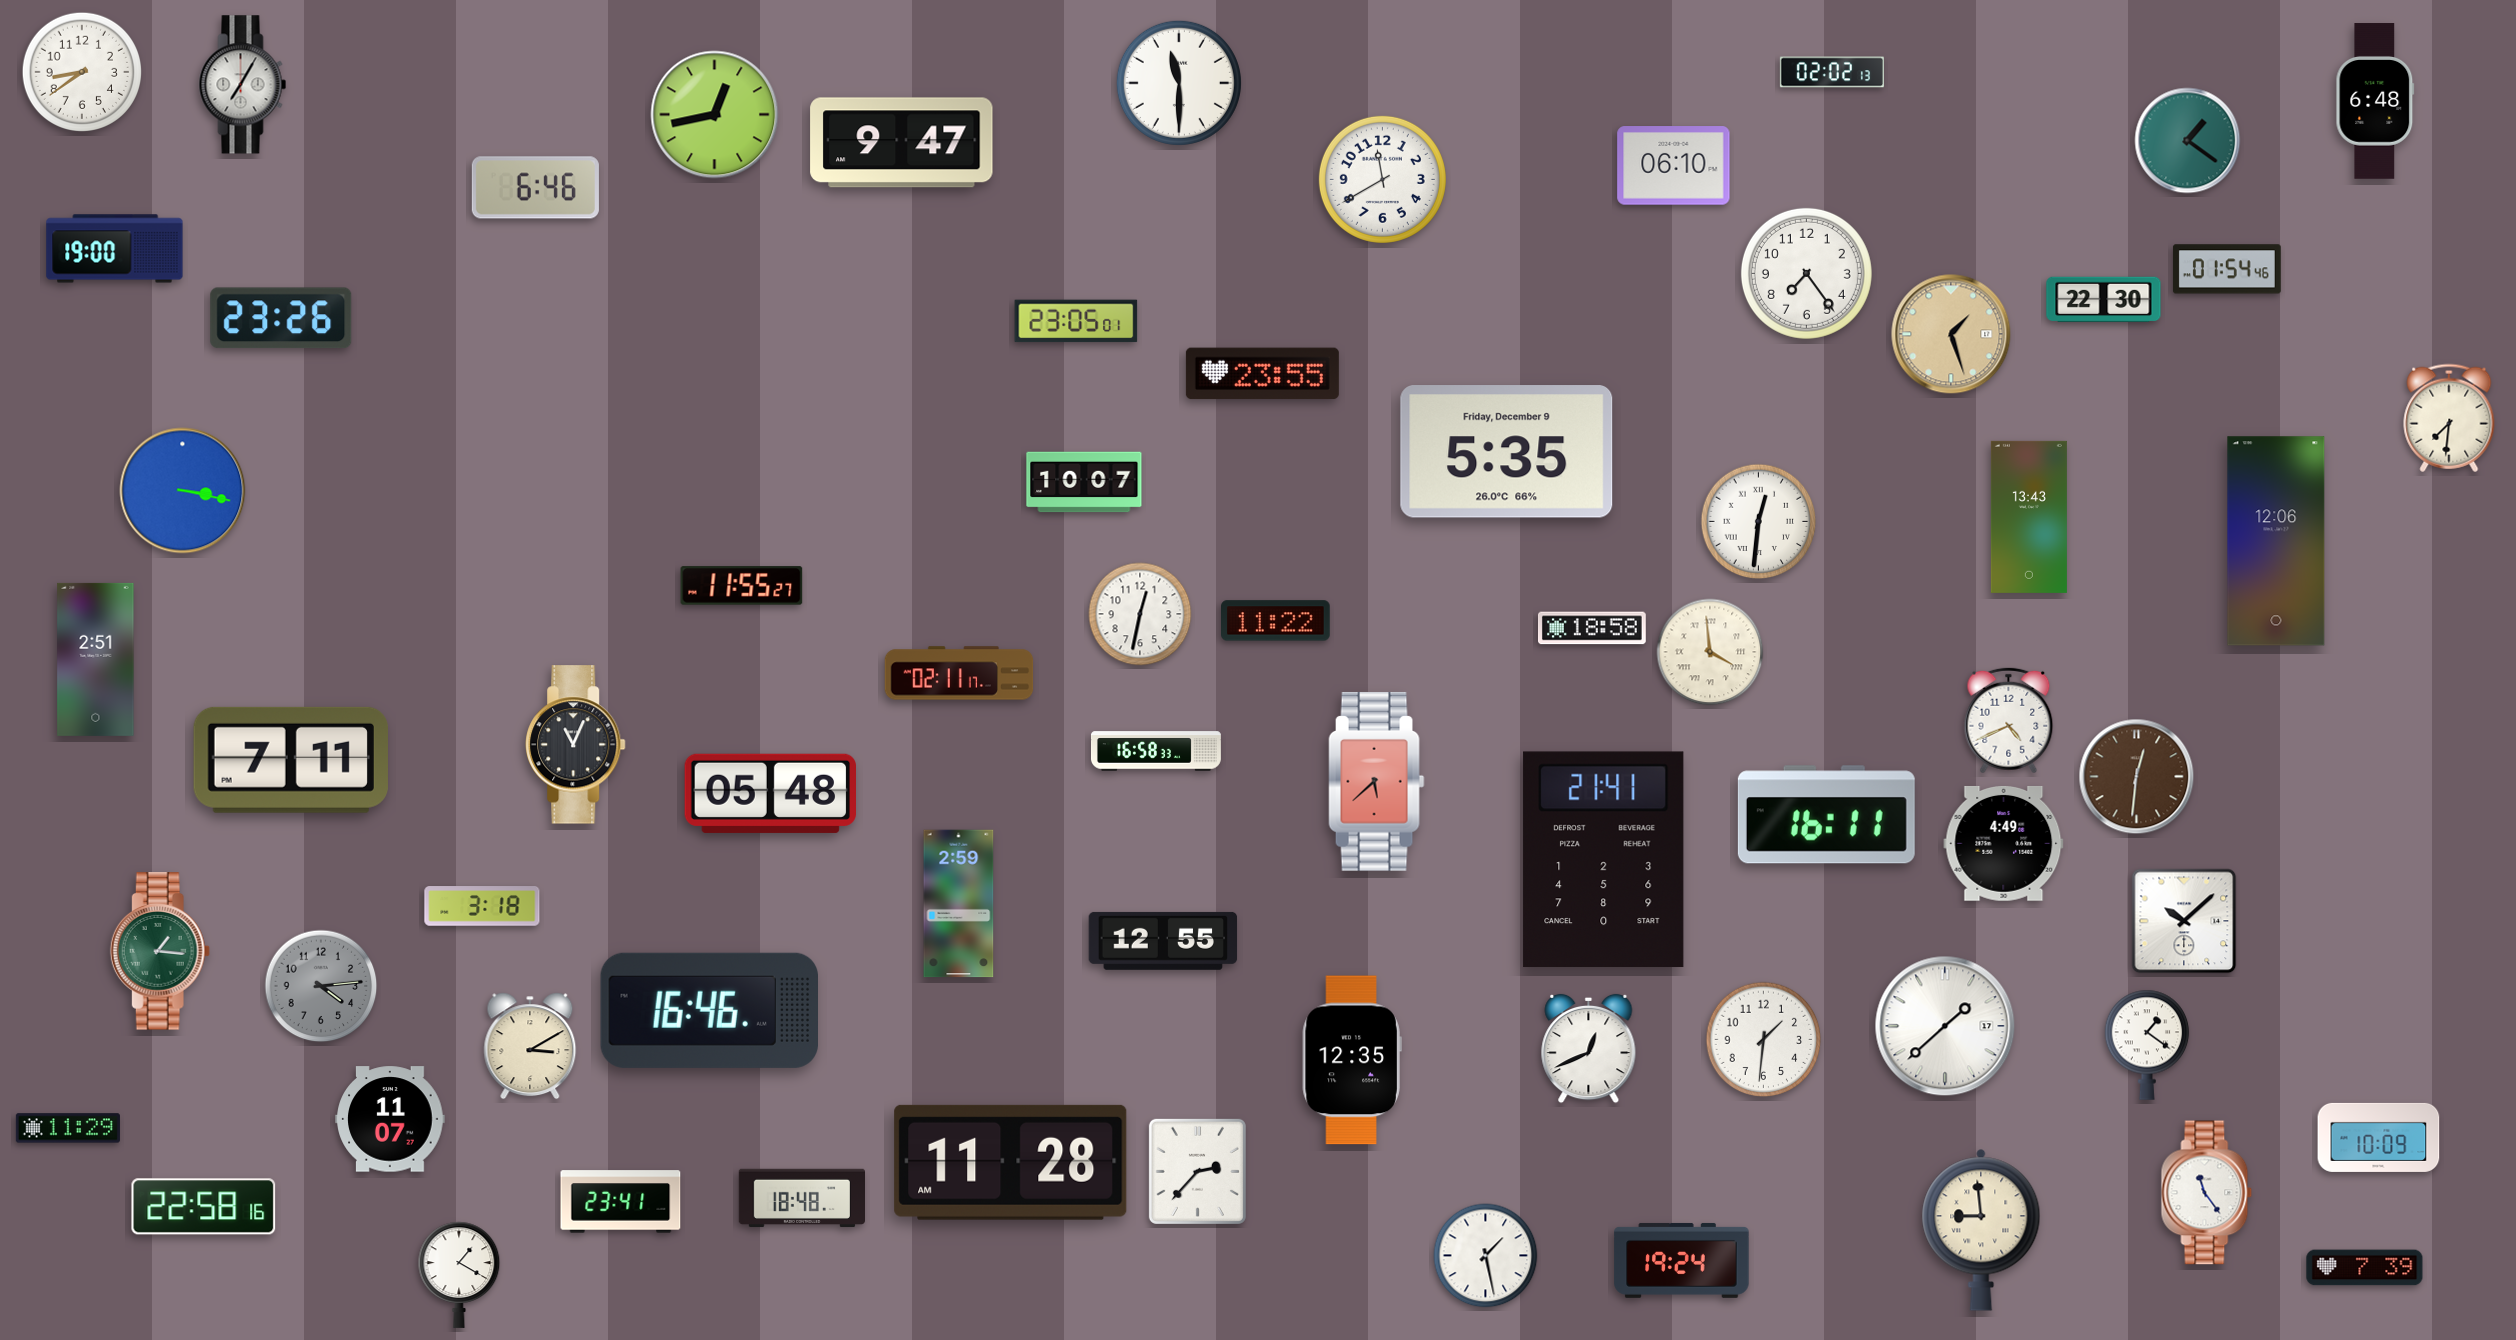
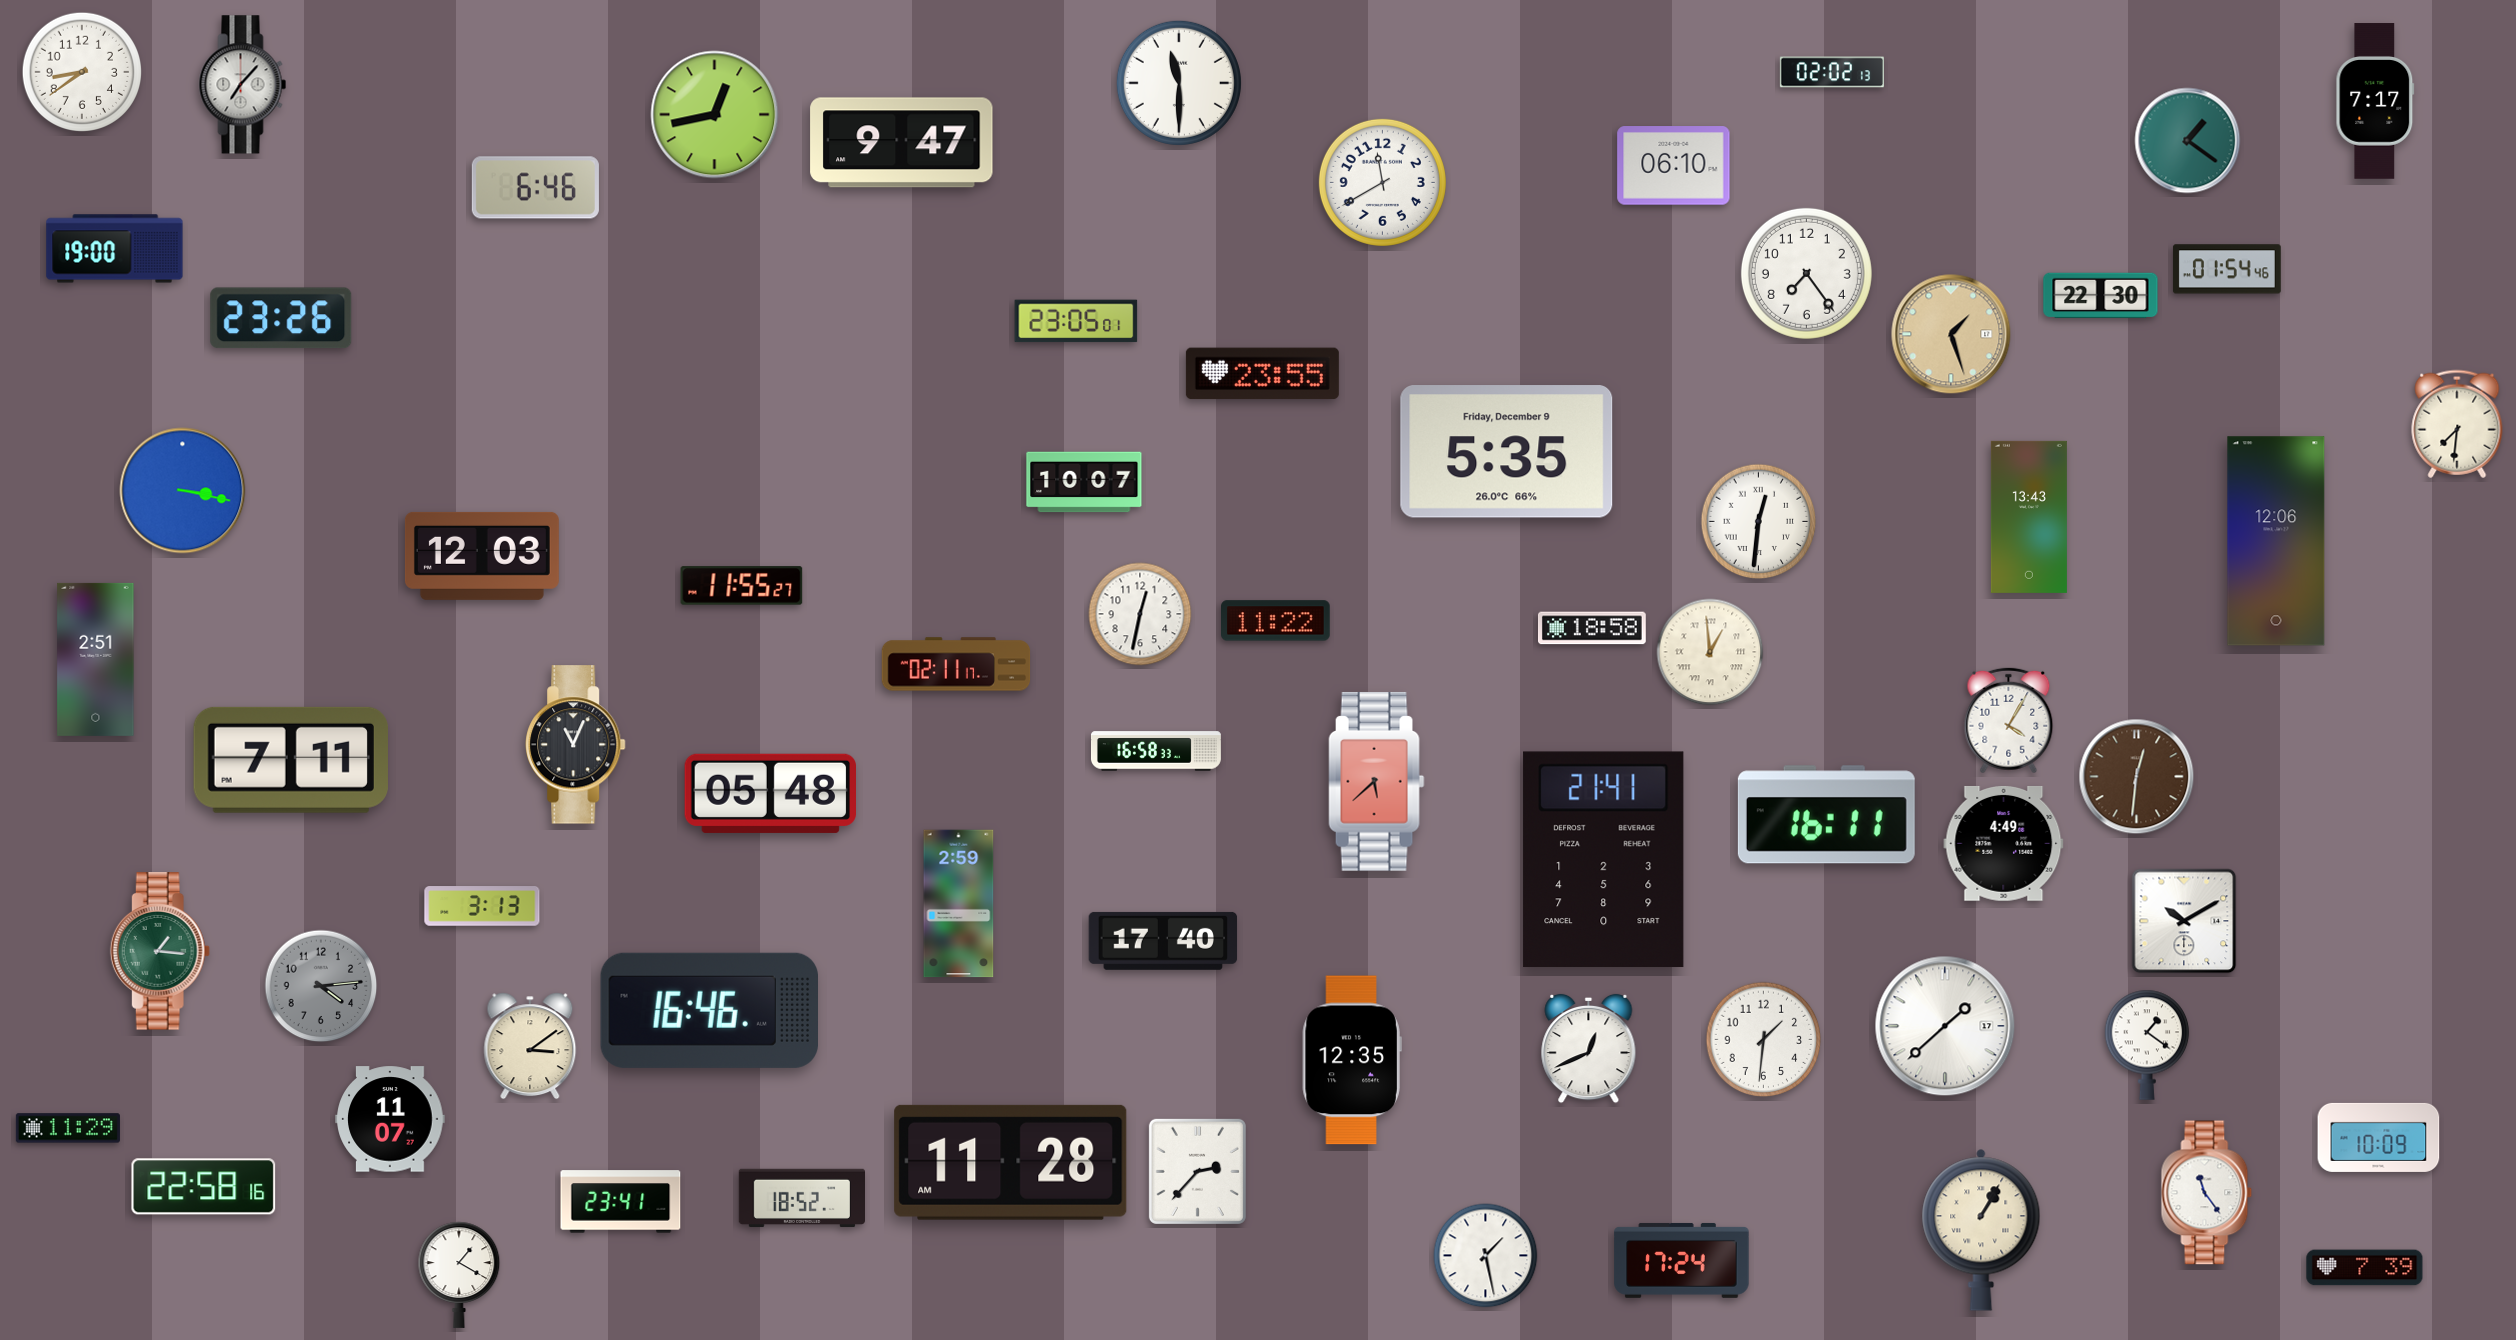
clock at (243, 85): 7:05 -> 7:07
clock at (2375, 101): 6:48 -> 7:17
clock at (1382, 179) position: (1382, 179) -> (1382, 182)
clock at (2104, 300) position: (2104, 300) -> (2101, 296)
clock at (2449, 418) position: (2449, 418) -> (2457, 424)
clock at (482, 556): none -> 12:03
clock at (1710, 652): 3:59 -> 12:59
clock at (959, 673) position: (959, 673) -> (956, 664)
clock at (2009, 721): 4:41 -> 4:05
clock at (482, 906): 3:18 -> 3:13
clock at (2184, 921): 10:08 -> 10:10
clock at (1163, 941): 12:55 -> 17:40
clock at (530, 1046): 3:10 -> 3:09
clock at (802, 1198): 18:48 -> 18:52
clock at (204, 1207) position: (204, 1207) -> (204, 1187)
clock at (1981, 1230): 8:59 -> 1:05
clock at (1682, 1260): 19:24 -> 17:24
